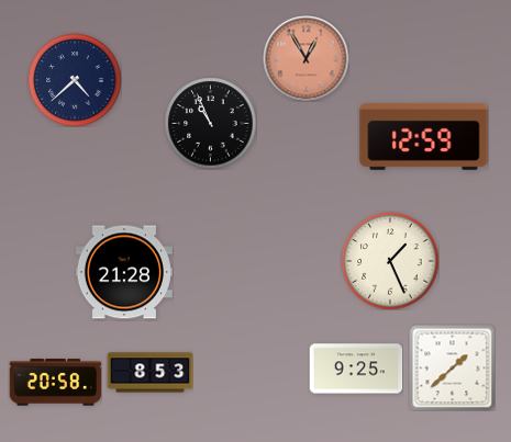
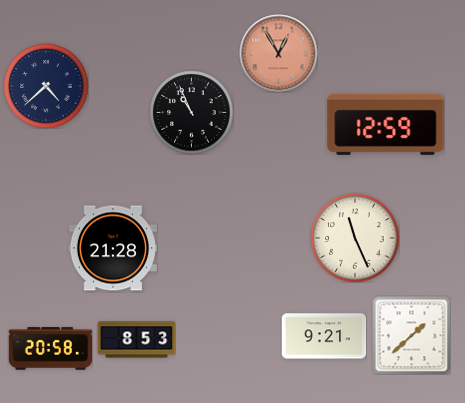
clock at (75, 80) position: (75, 80) -> (46, 86)
clock at (390, 261): 1:26 -> 11:26
clock at (356, 369): 9:25 -> 9:21
